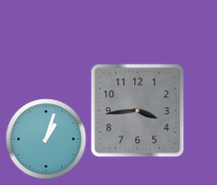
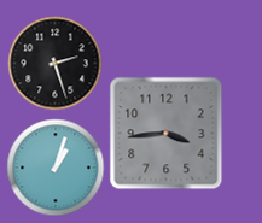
clock at (56, 64): none -> 2:27
